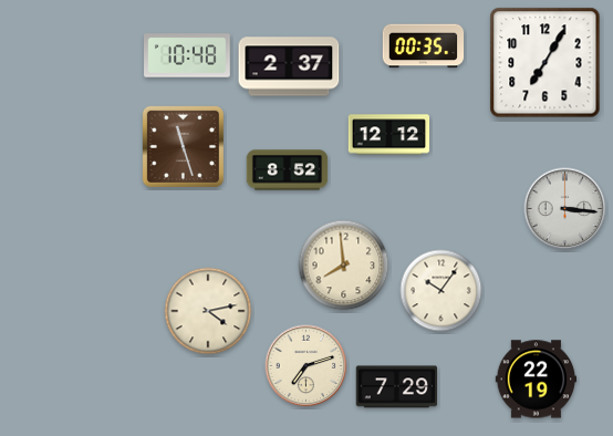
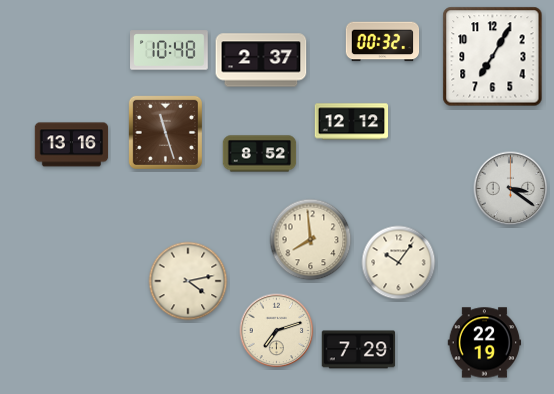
clock at (424, 46): 00:35 -> 00:32
clock at (72, 145): none -> 13:16
clock at (565, 209): 3:16 -> 3:21
